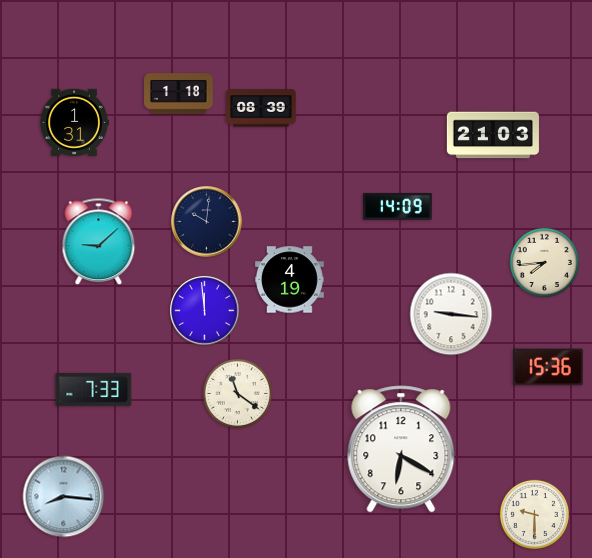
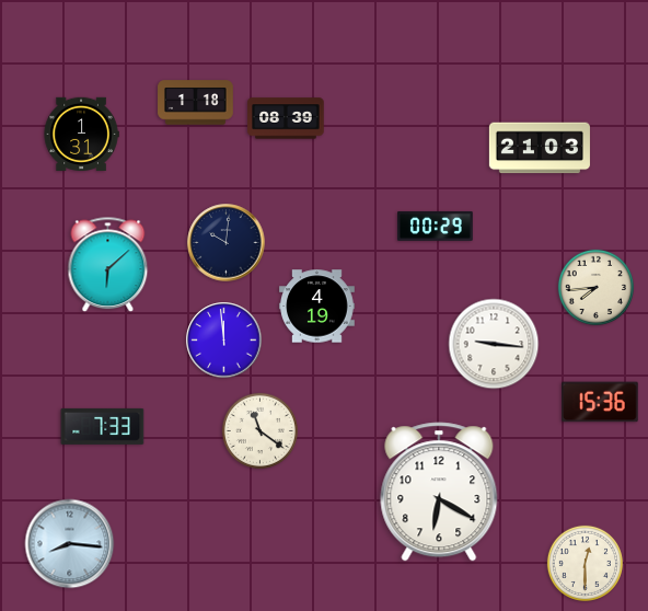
clock at (398, 206): 14:09 -> 00:29
clock at (99, 242): 9:08 -> 6:08
clock at (534, 514): 9:30 -> 12:30
